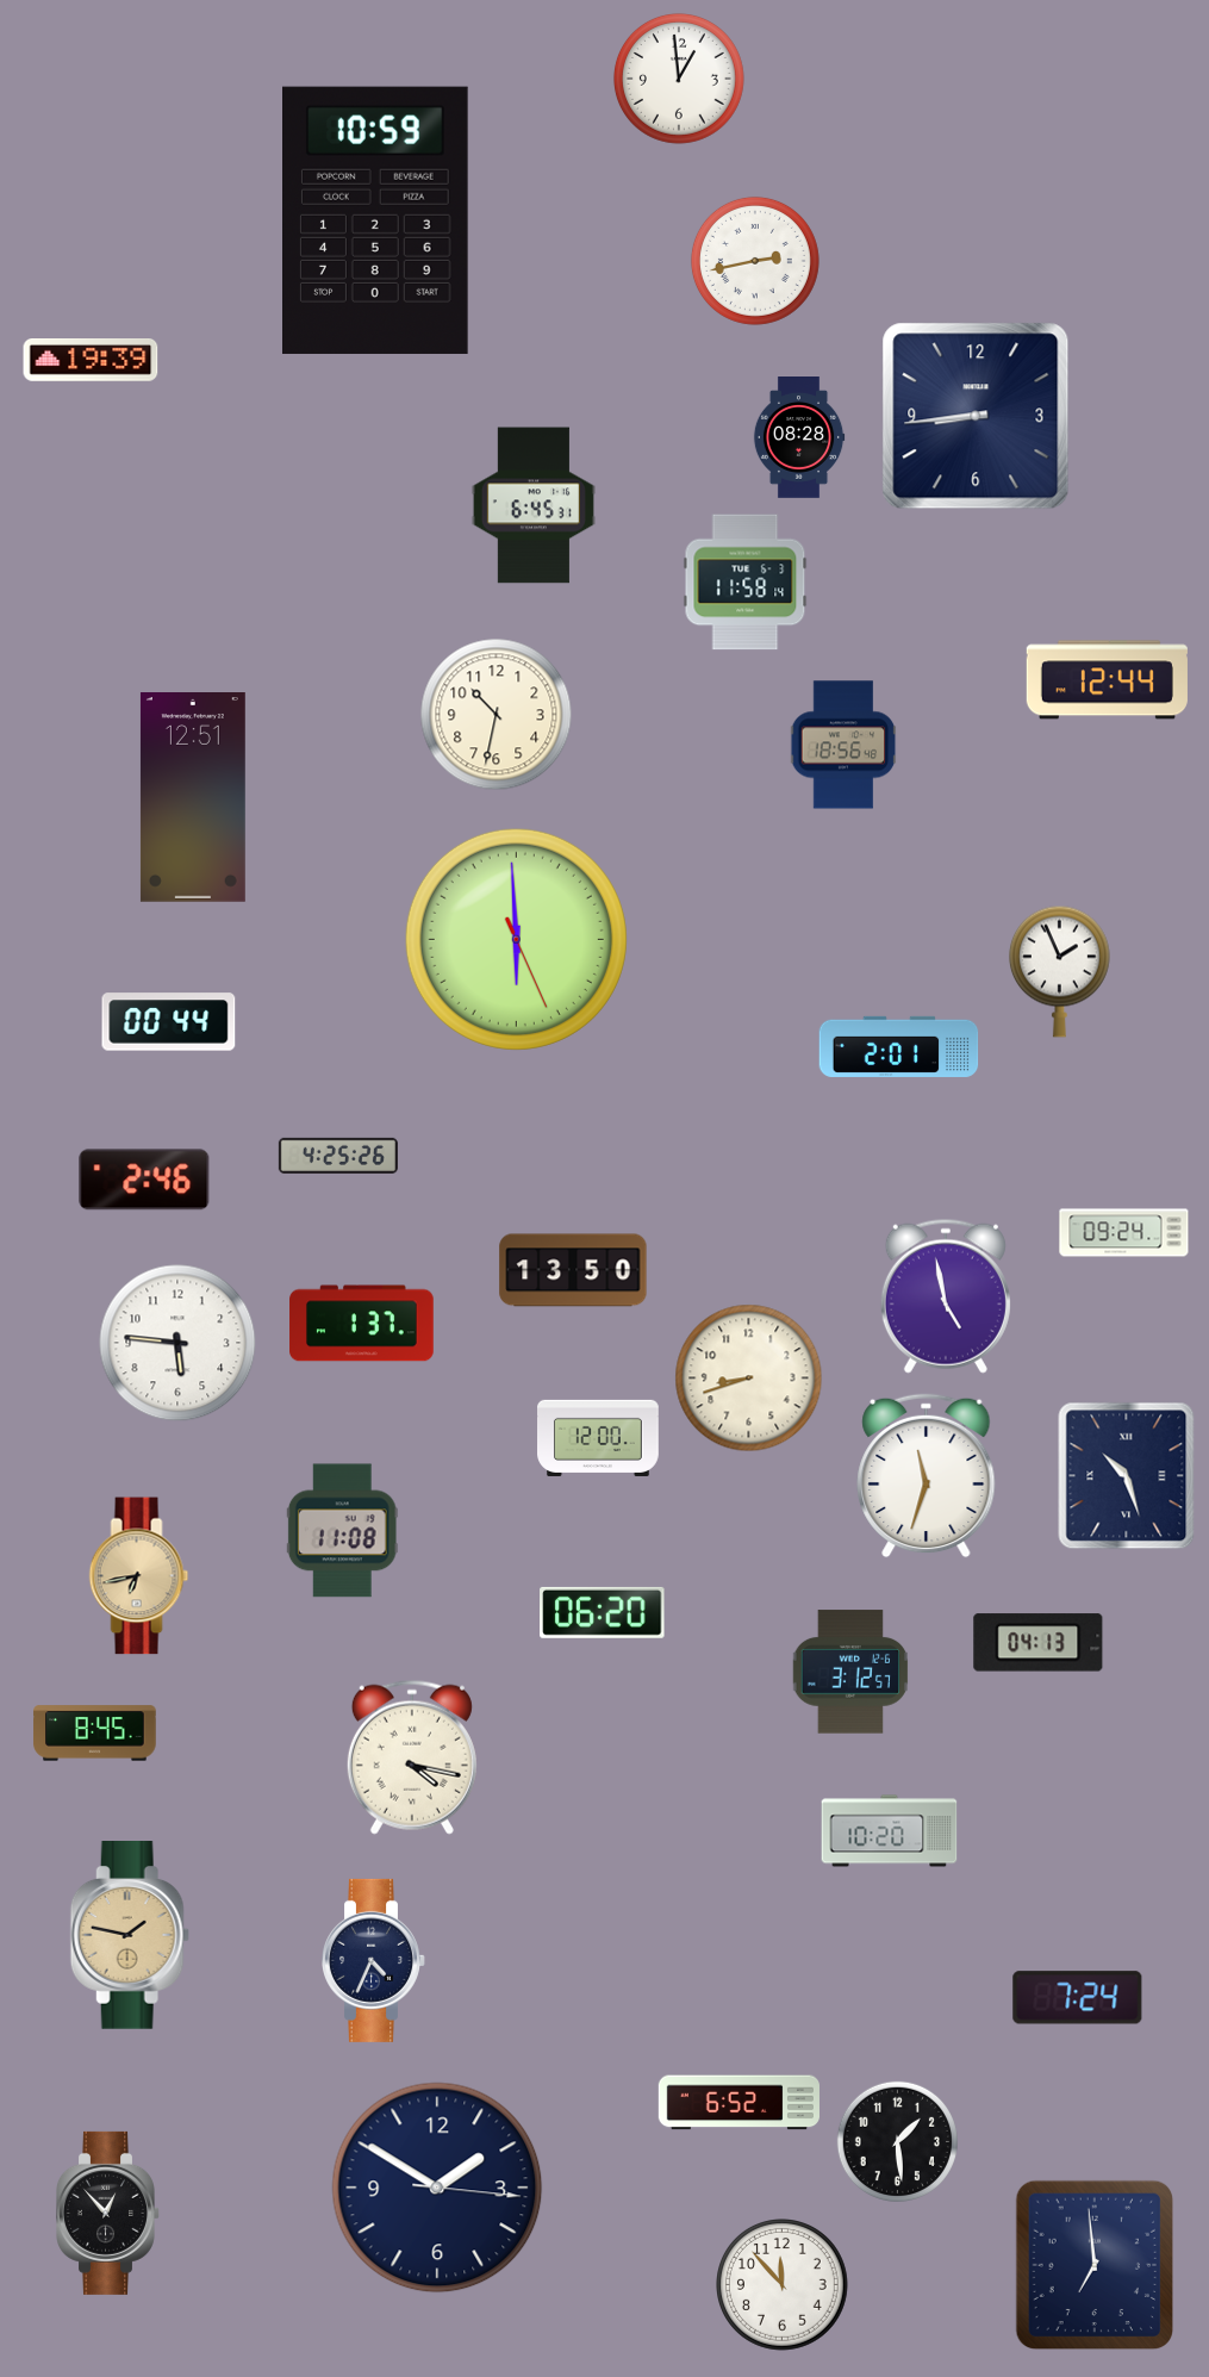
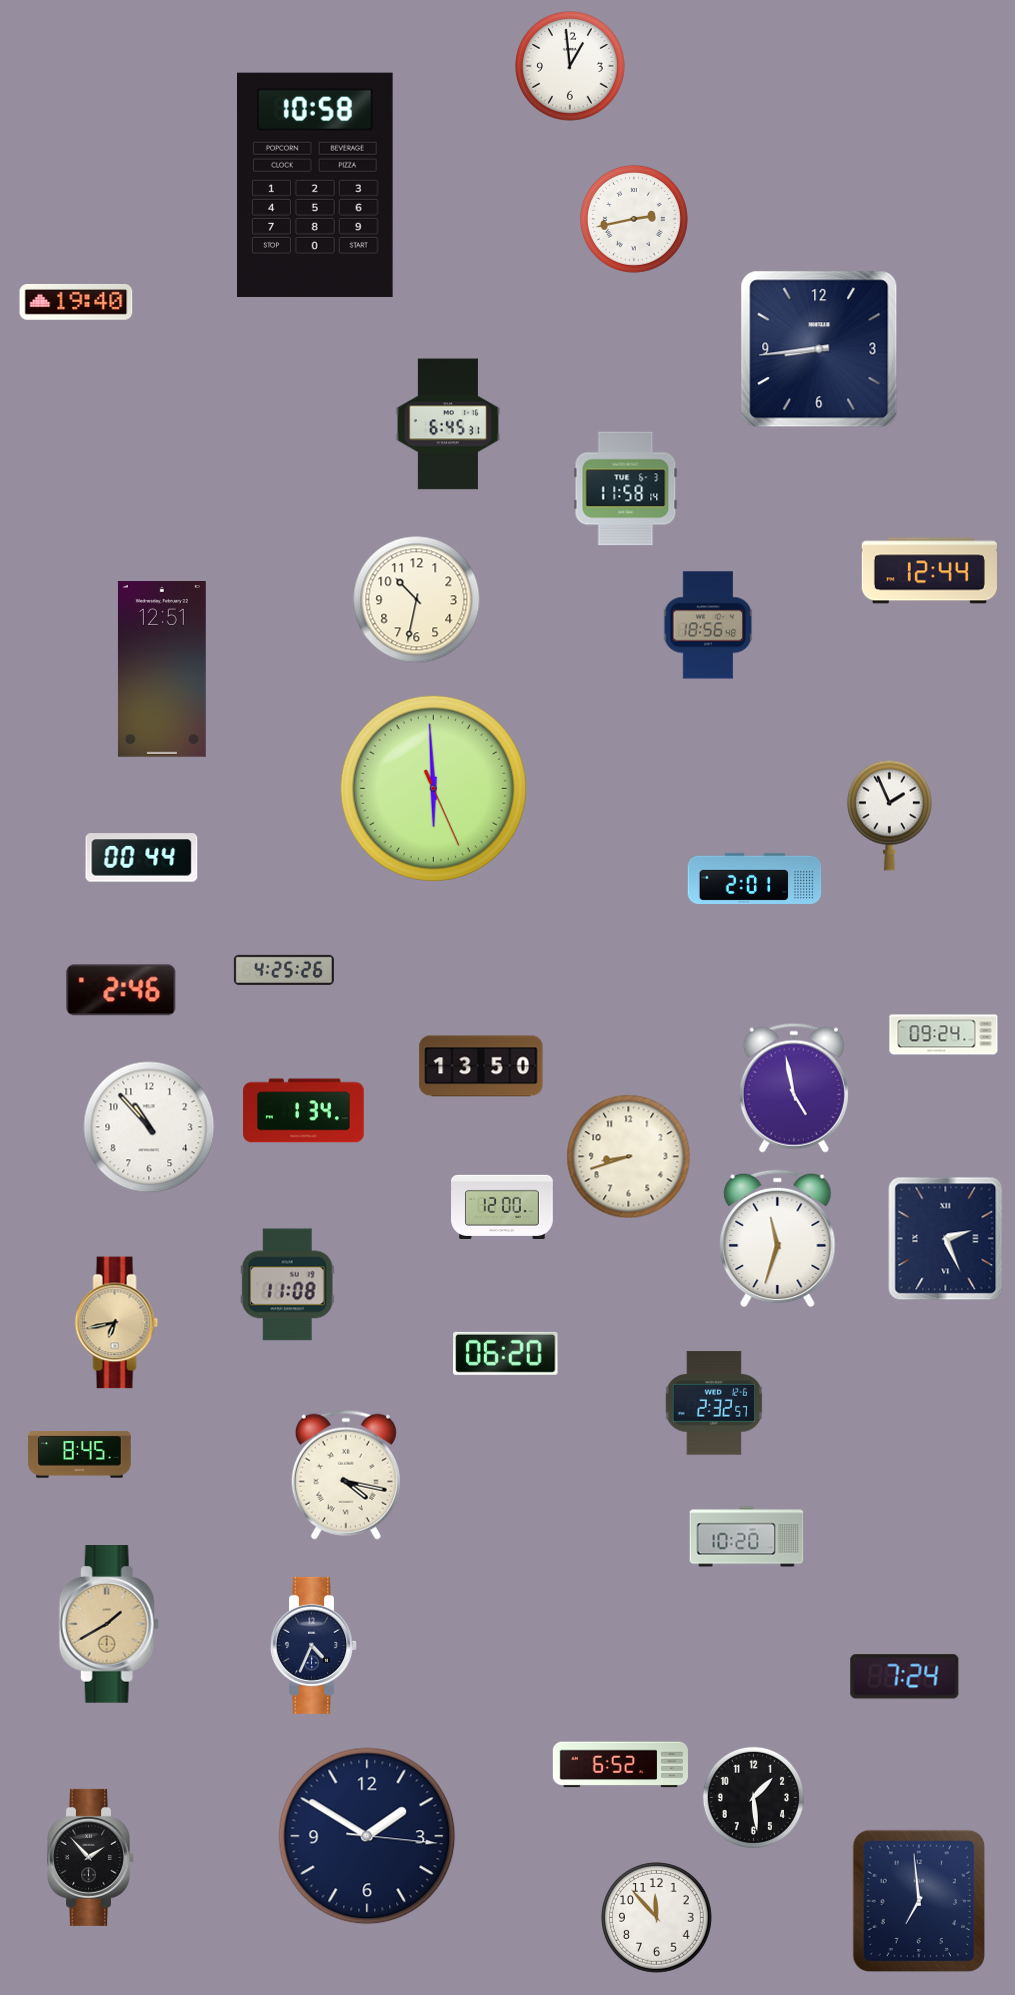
clock at (376, 220): 10:59 -> 10:58
clock at (91, 361): 19:39 -> 19:40
clock at (799, 438): 08:28 -> none
clock at (362, 1324): 1:37 -> 1:34
clock at (177, 1343): 5:46 -> 10:53
clock at (1127, 1476): 10:27 -> 2:26
clock at (1039, 1643): 04:13 -> none
clock at (850, 1672): 3:12 -> 2:32
clock at (130, 1936): 1:47 -> 1:40
clock at (108, 2213): 12:53 -> 1:53
